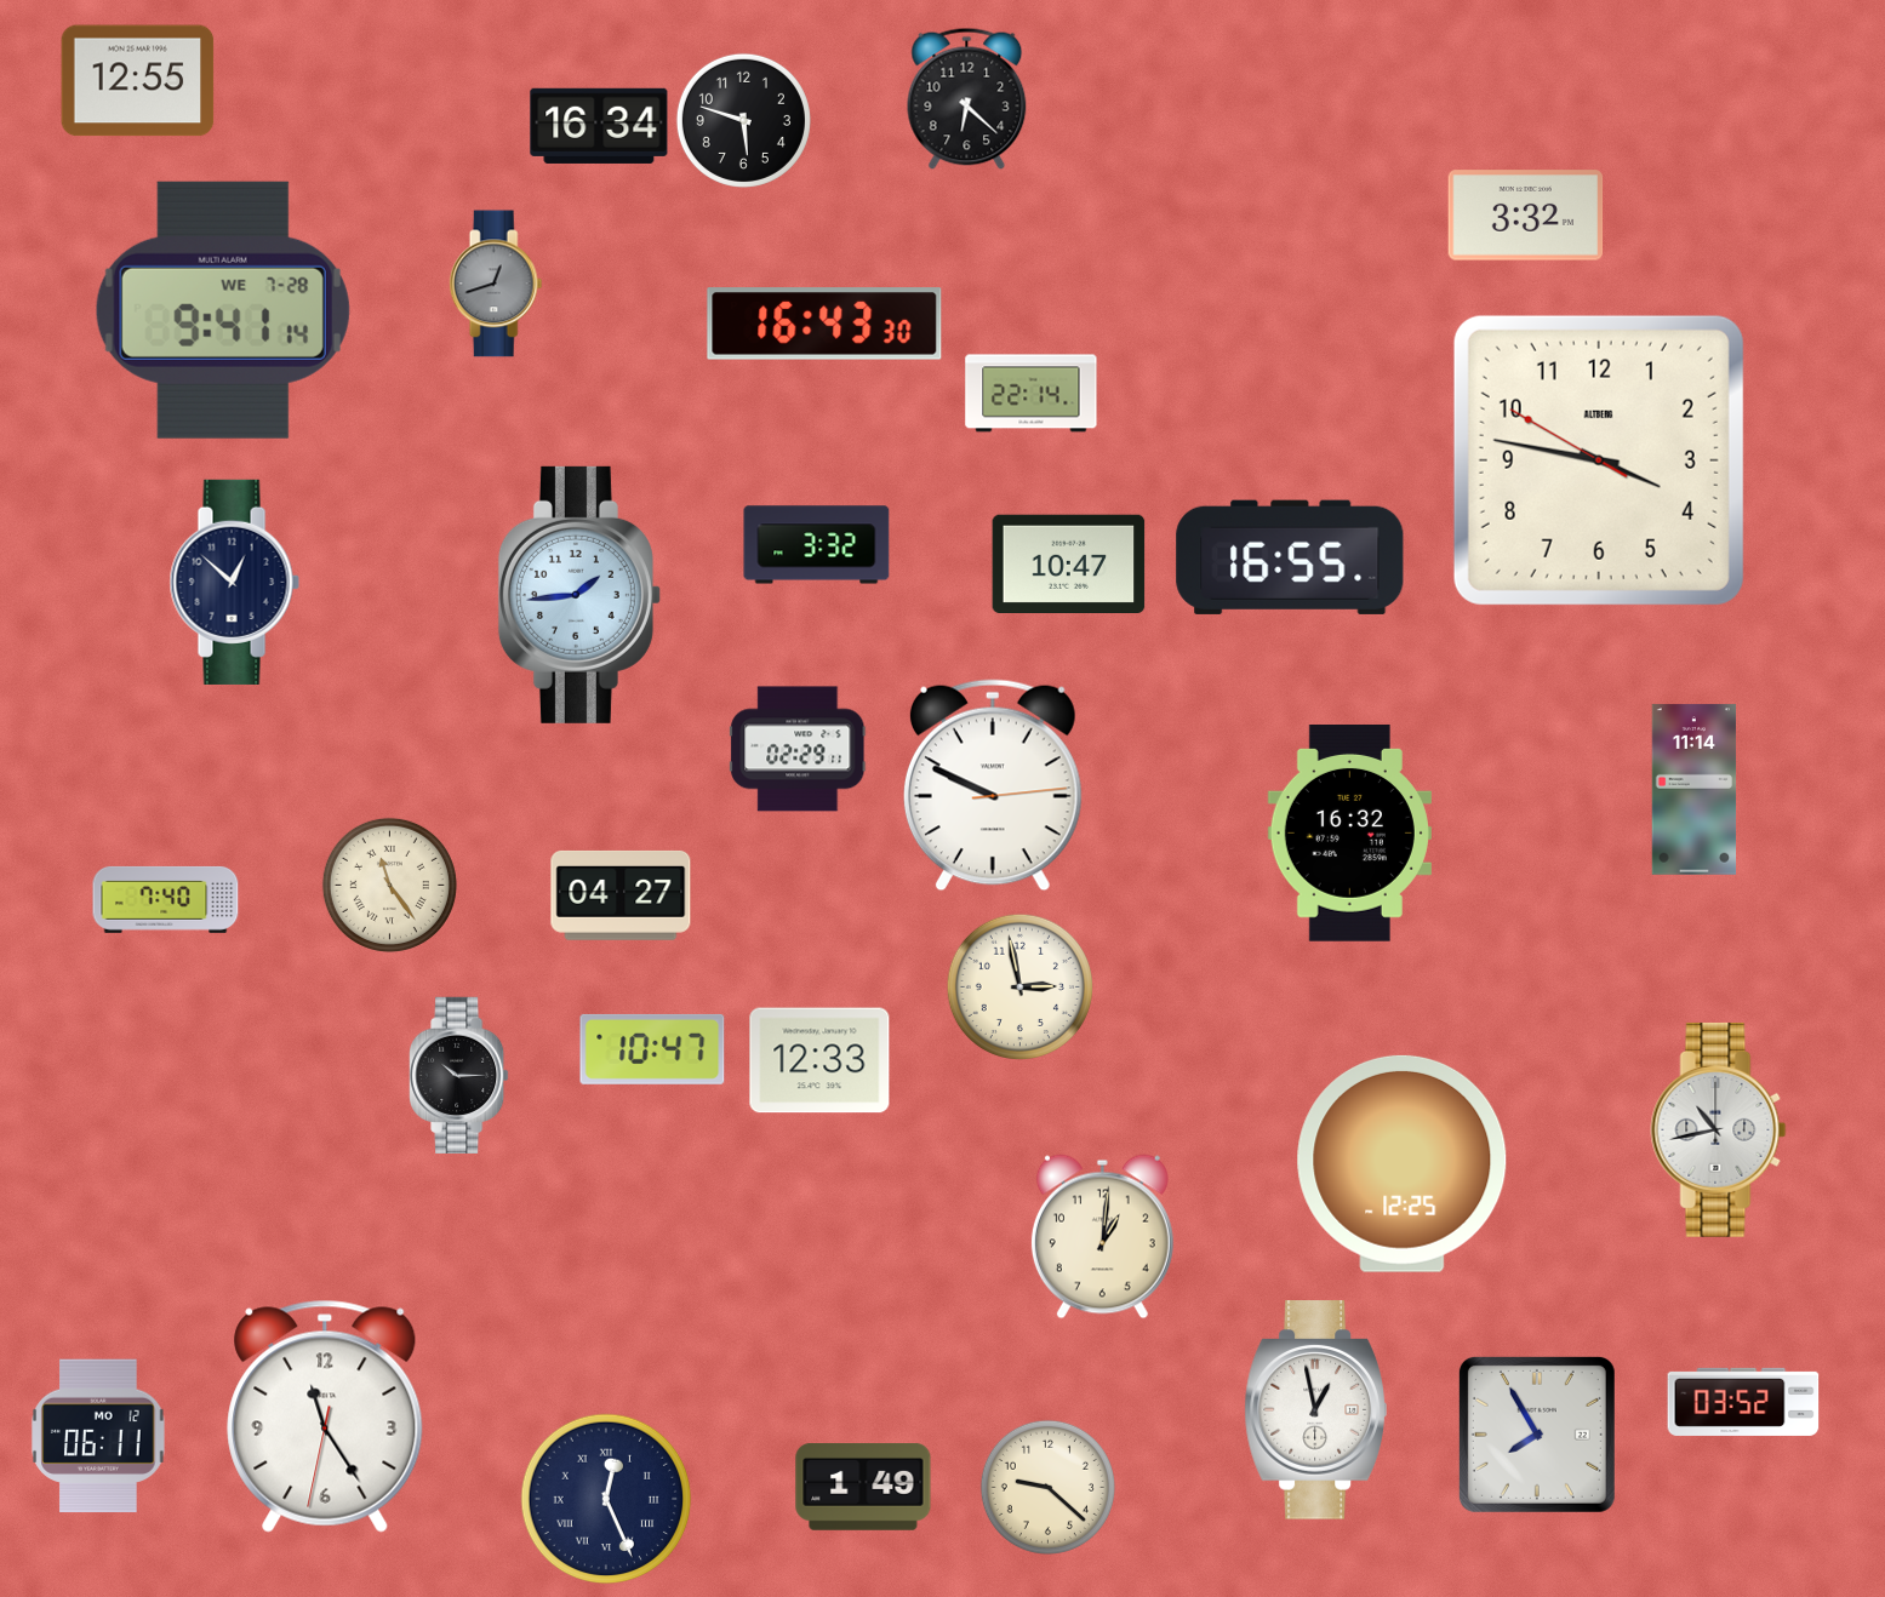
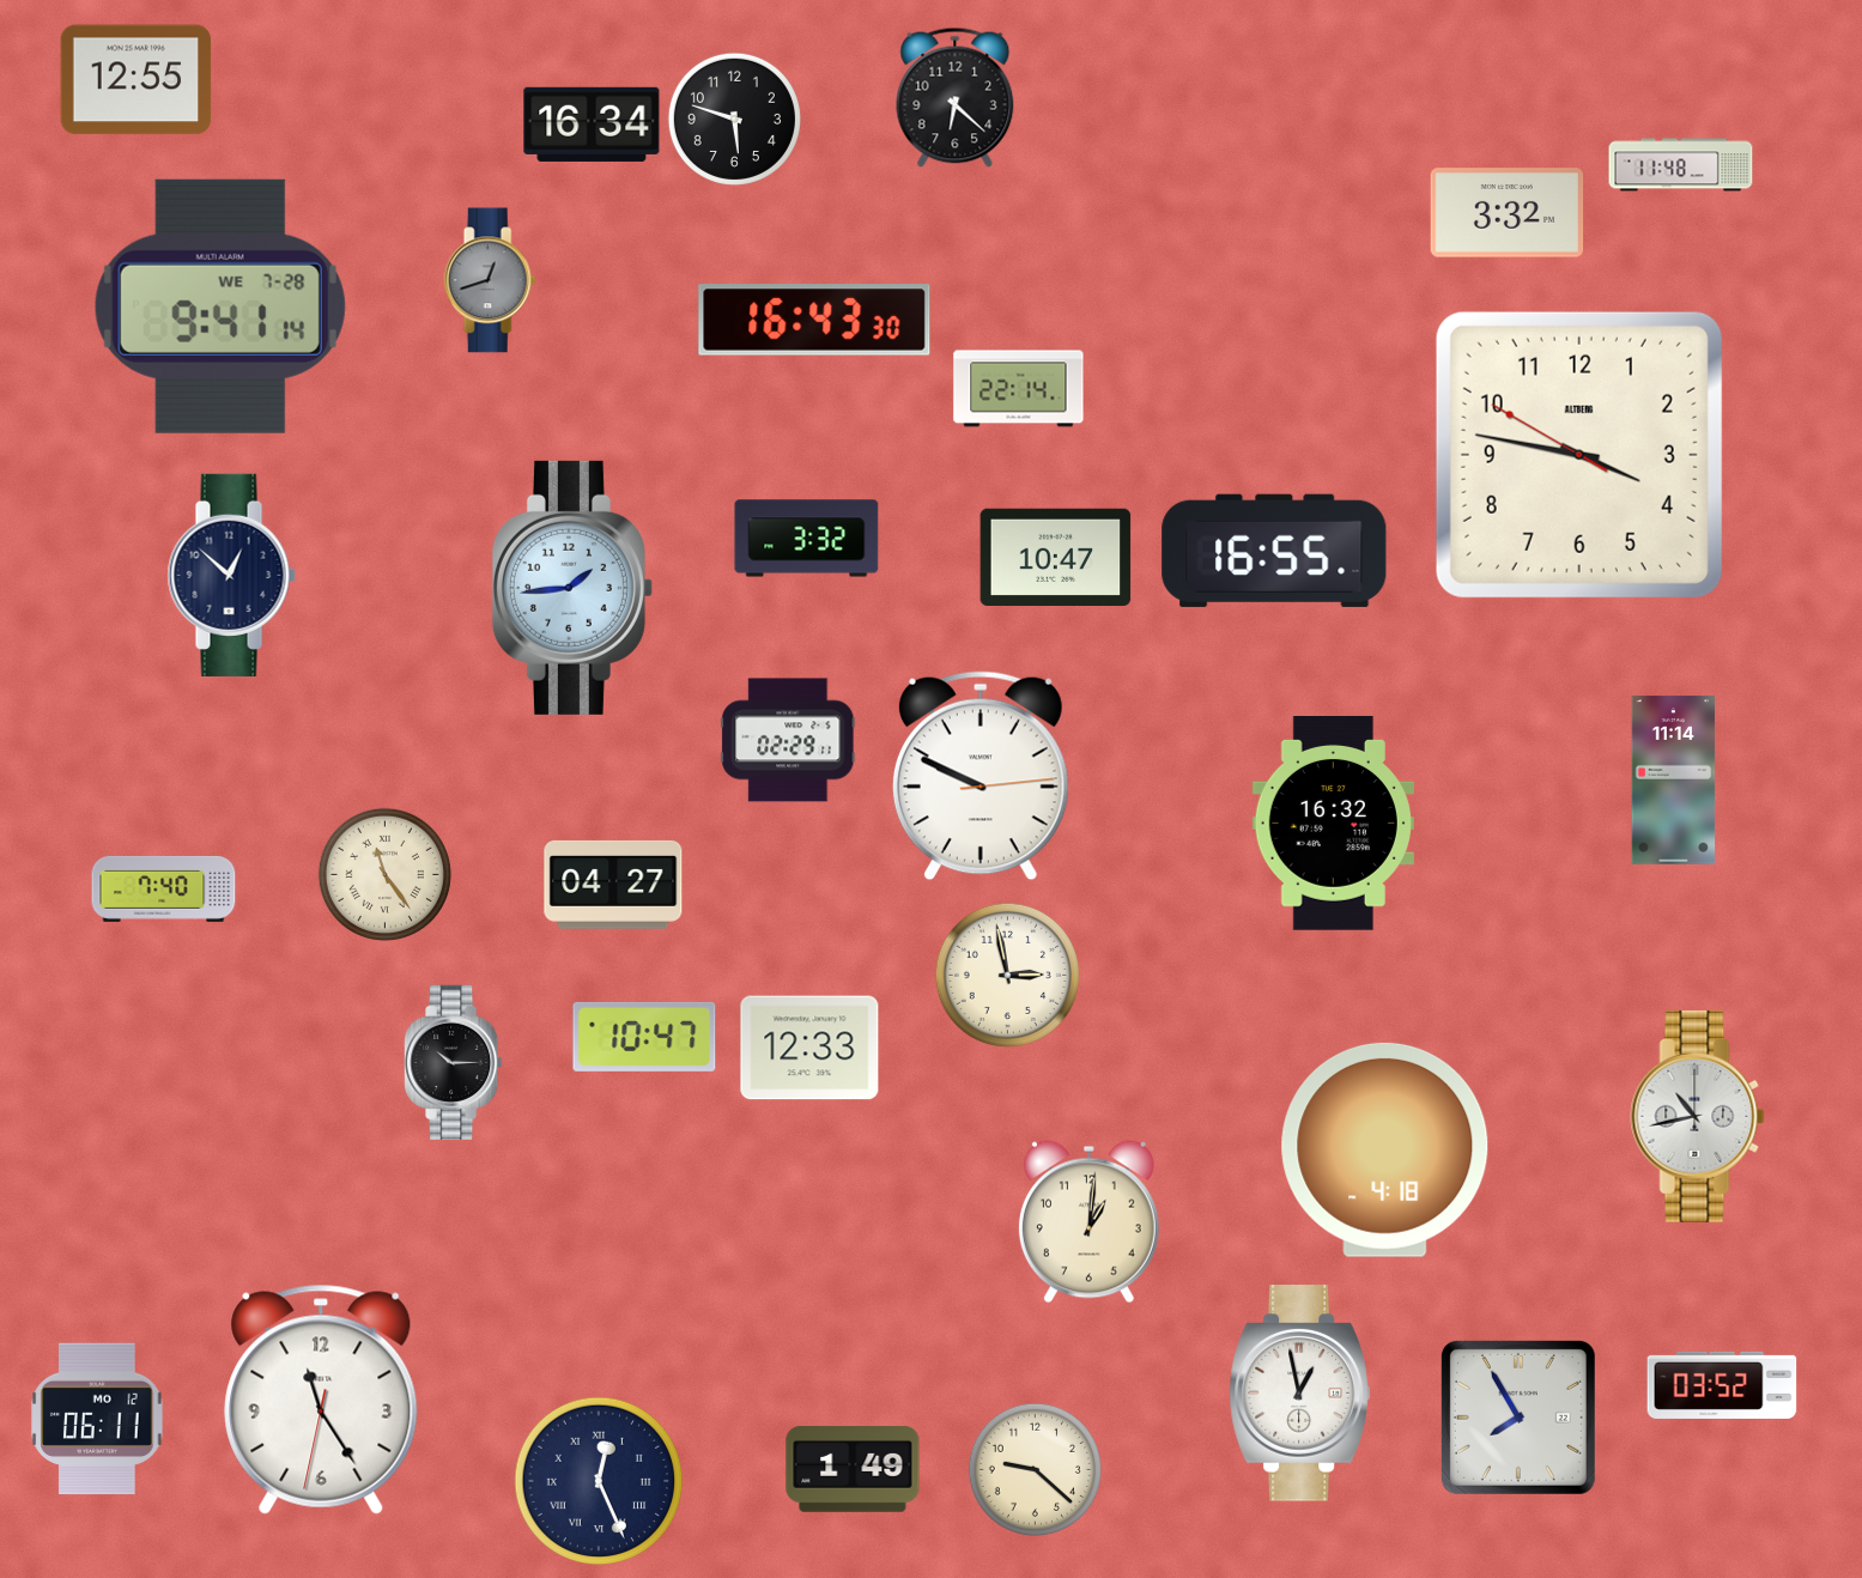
clock at (1681, 165): none -> 11:48
clock at (1403, 1163): 12:25 -> 4:18
